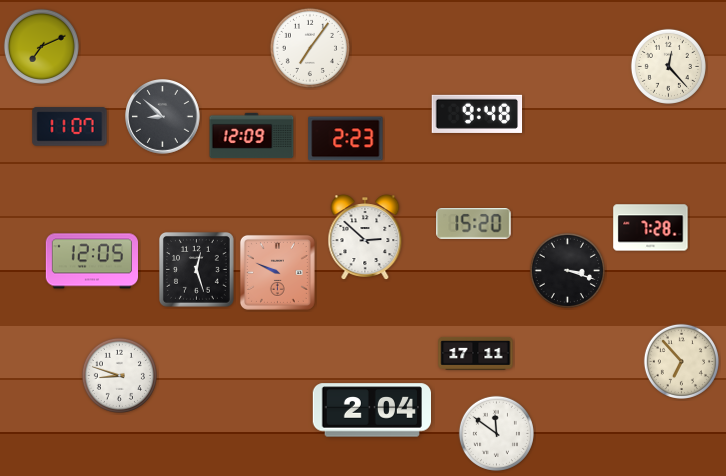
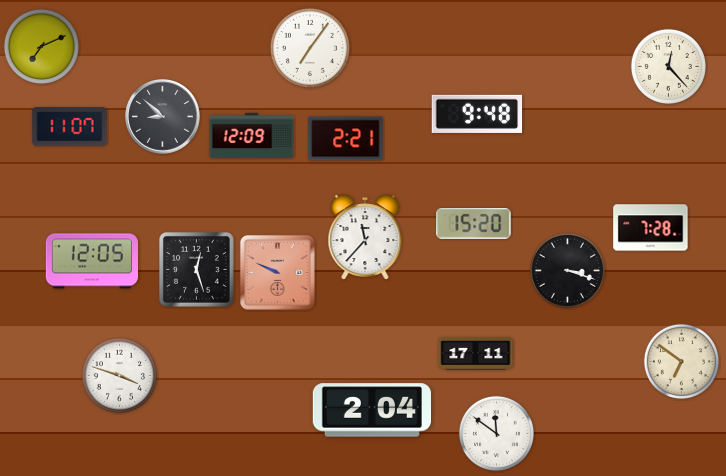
clock at (346, 139): 2:23 -> 2:21
clock at (365, 237): 2:52 -> 11:37
clock at (681, 361): 6:53 -> 6:51
clock at (119, 375): 8:48 -> 3:48
